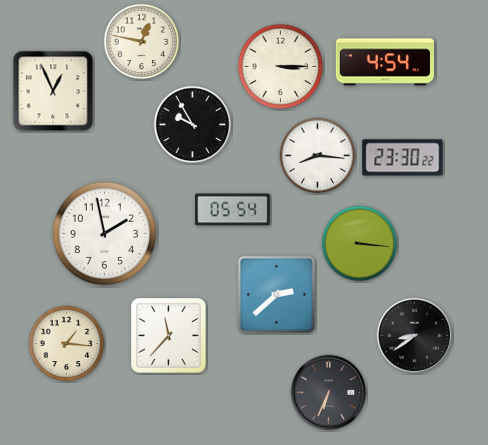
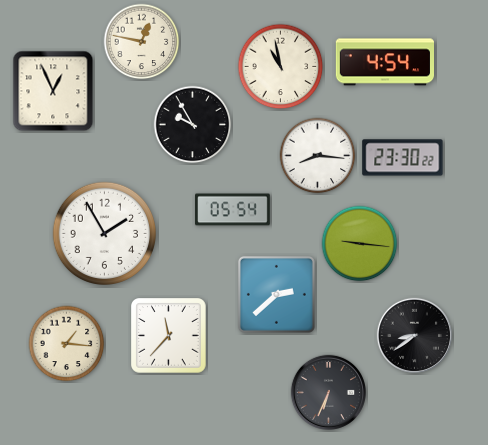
clock at (281, 67): 3:15 -> 10:58
clock at (104, 233): 1:58 -> 1:55
clock at (360, 244): 3:16 -> 9:16
